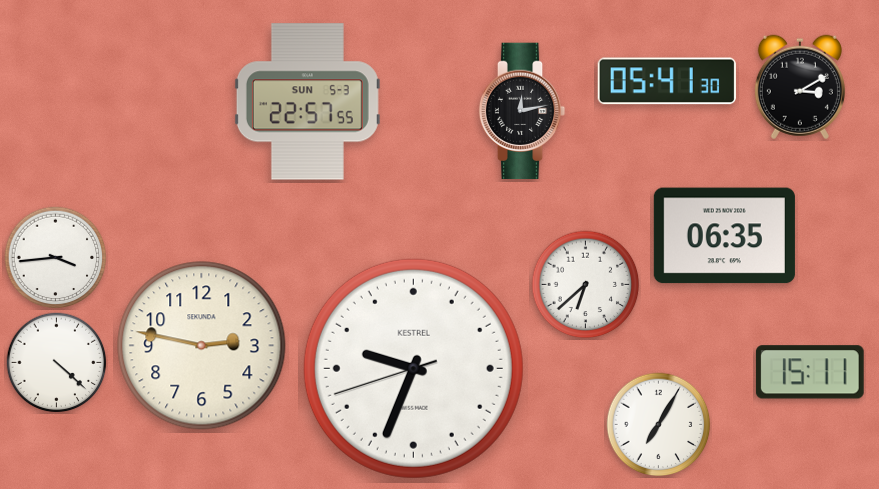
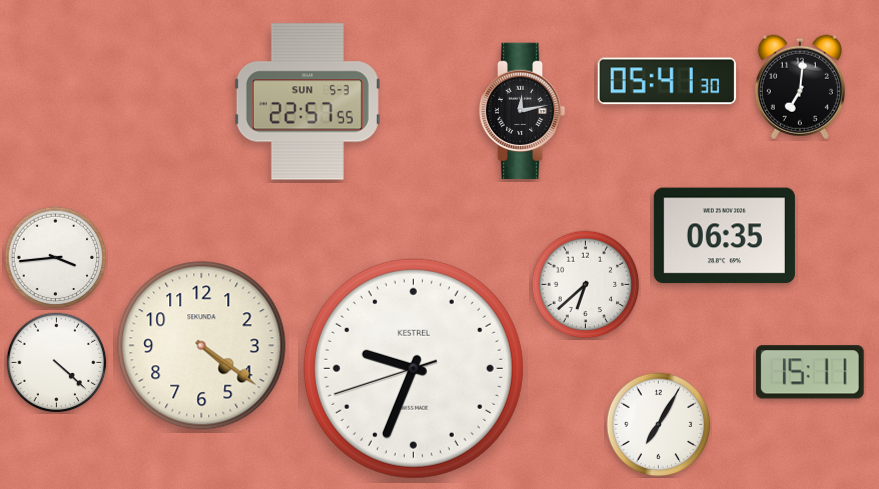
clock at (800, 87): 3:10 -> 7:01
clock at (202, 346): 2:47 -> 4:21
